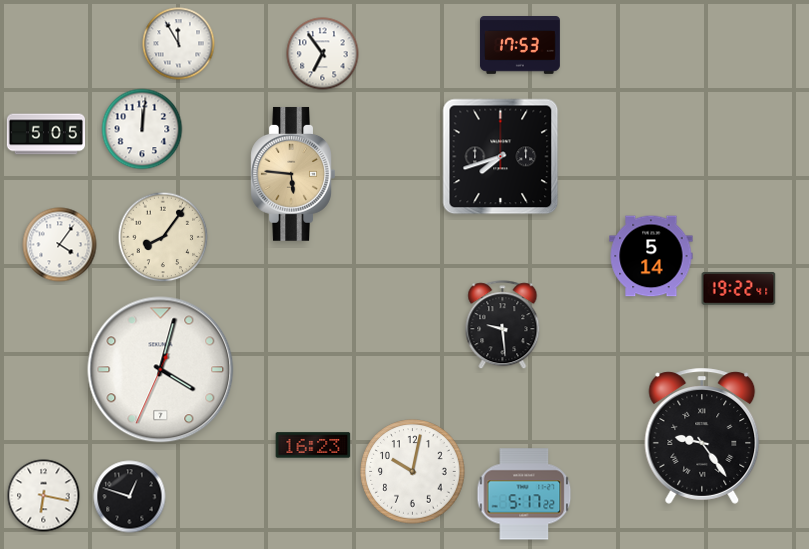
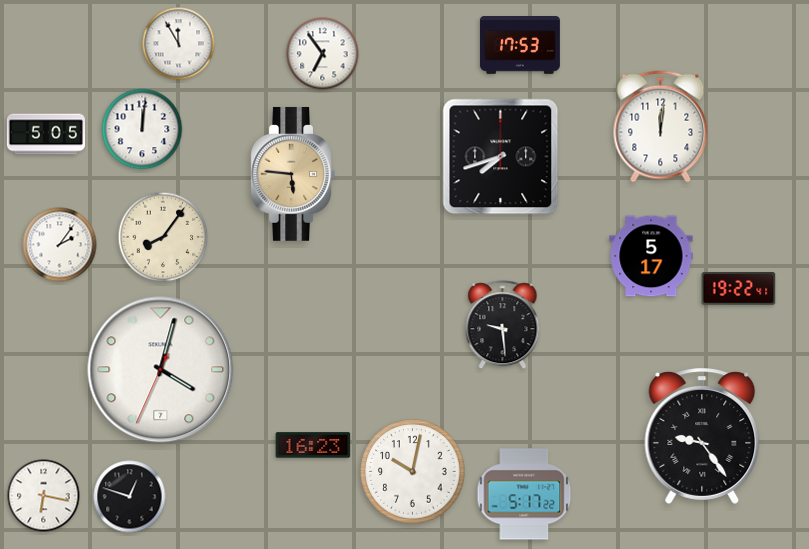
clock at (661, 127): none -> 12:01
clock at (60, 245): 4:06 -> 2:06
clock at (651, 256): 5:14 -> 5:17
